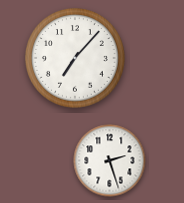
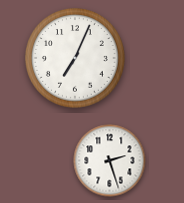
clock at (75, 58): 7:07 -> 7:04
